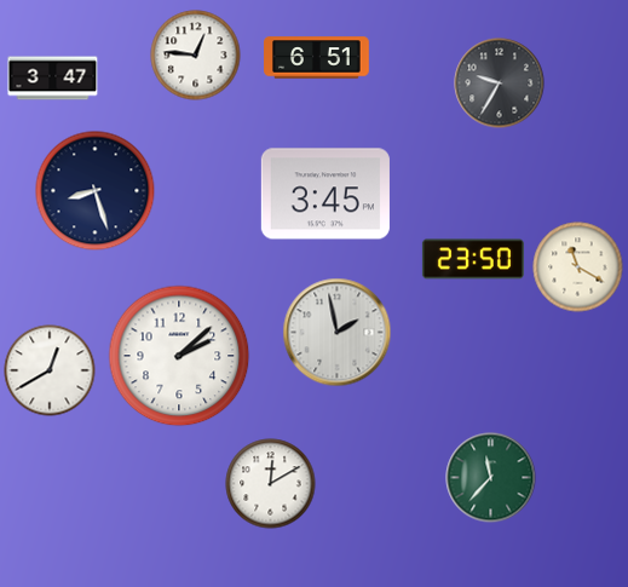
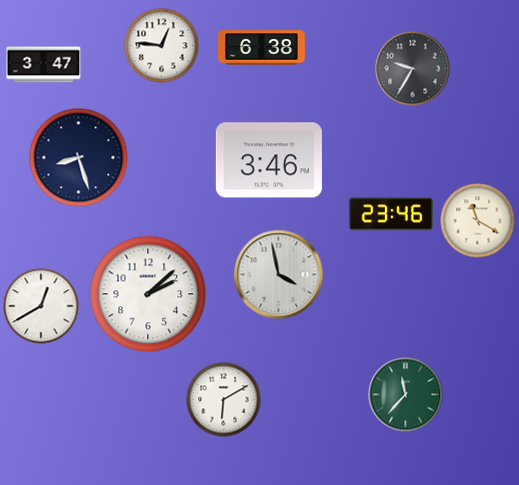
clock at (317, 58): 6:51 -> 6:38
clock at (325, 194): 3:45 -> 3:46
clock at (473, 259): 23:50 -> 23:46
clock at (338, 333): 1:58 -> 3:58
clock at (271, 484): 12:10 -> 6:10
